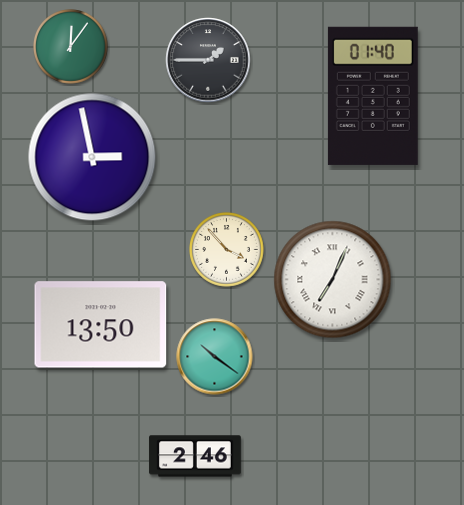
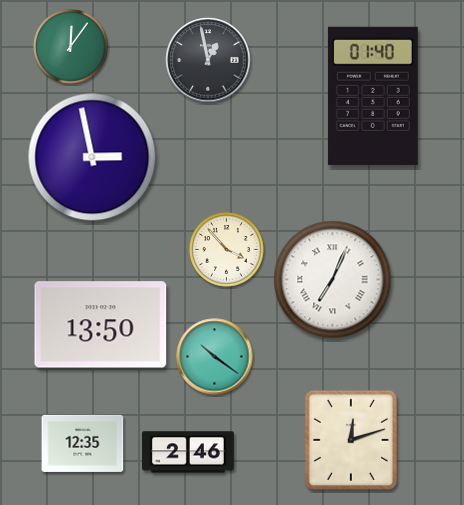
clock at (208, 60): 1:45 -> 12:58
clock at (351, 440): none -> 12:12
clock at (83, 443): none -> 12:35
clock at (195, 456) position: (195, 456) -> (188, 452)
